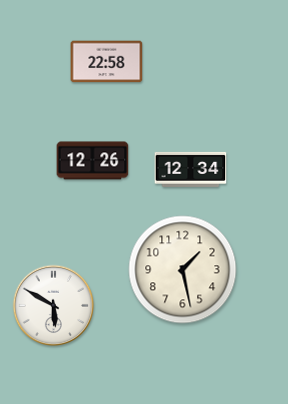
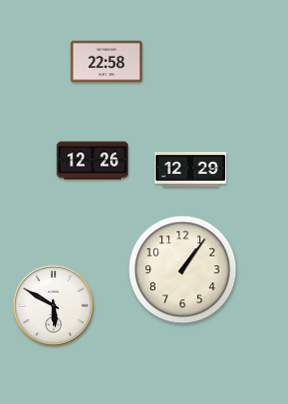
clock at (191, 169): 12:34 -> 12:29
clock at (183, 270): 1:28 -> 1:06
